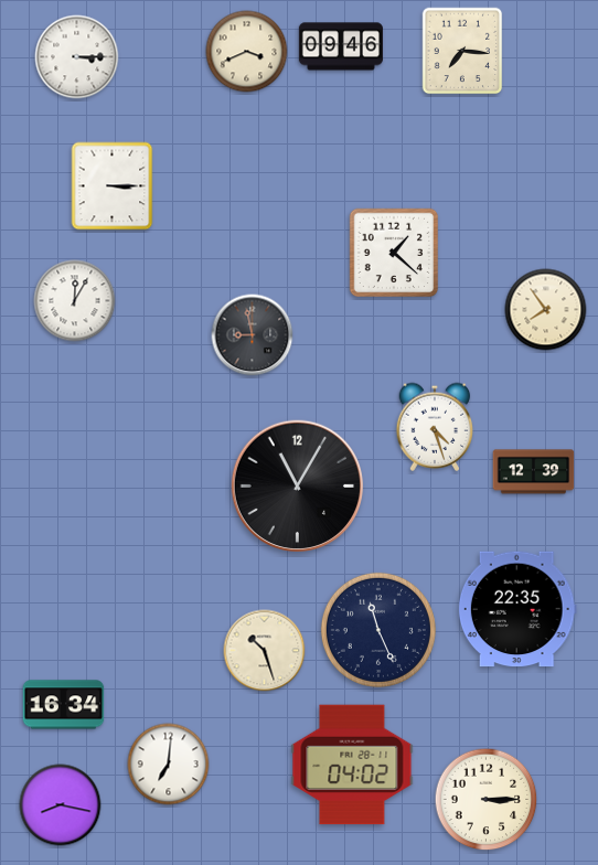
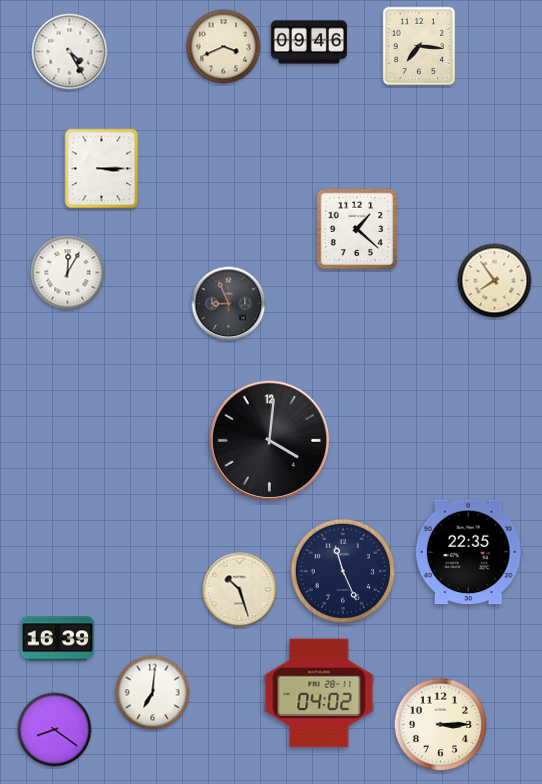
clock at (77, 57): 3:15 -> 4:25
clock at (253, 335): 8:58 -> 8:56
clock at (435, 427): 4:27 -> none
clock at (534, 472): 12:39 -> none
clock at (298, 487): 11:05 -> 4:01
clock at (64, 705): 16:34 -> 16:39
clock at (61, 805): 8:17 -> 8:21
